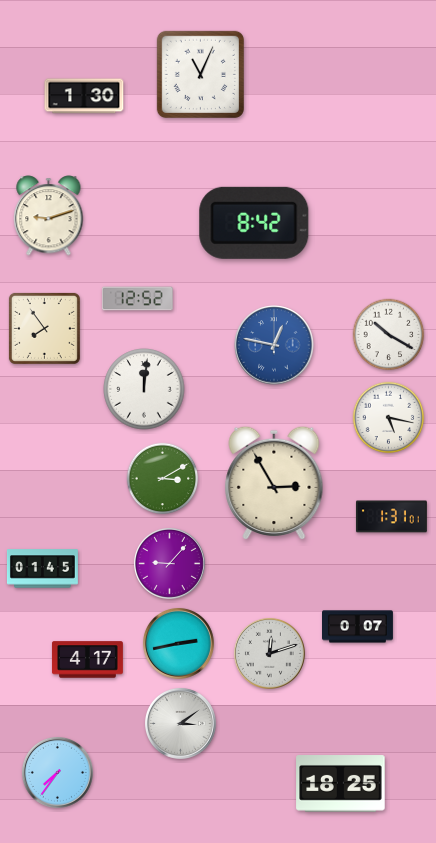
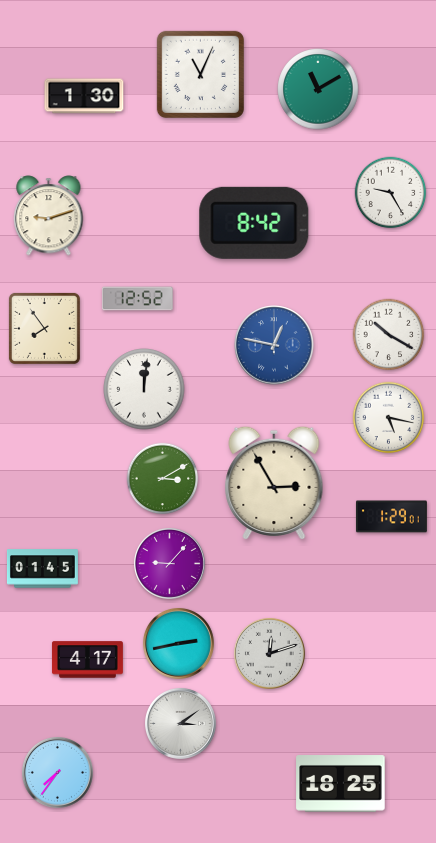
clock at (318, 89): none -> 11:10
clock at (391, 193): none -> 9:25
clock at (391, 517): 1:31 -> 1:29
clock at (358, 627): 0:07 -> none
